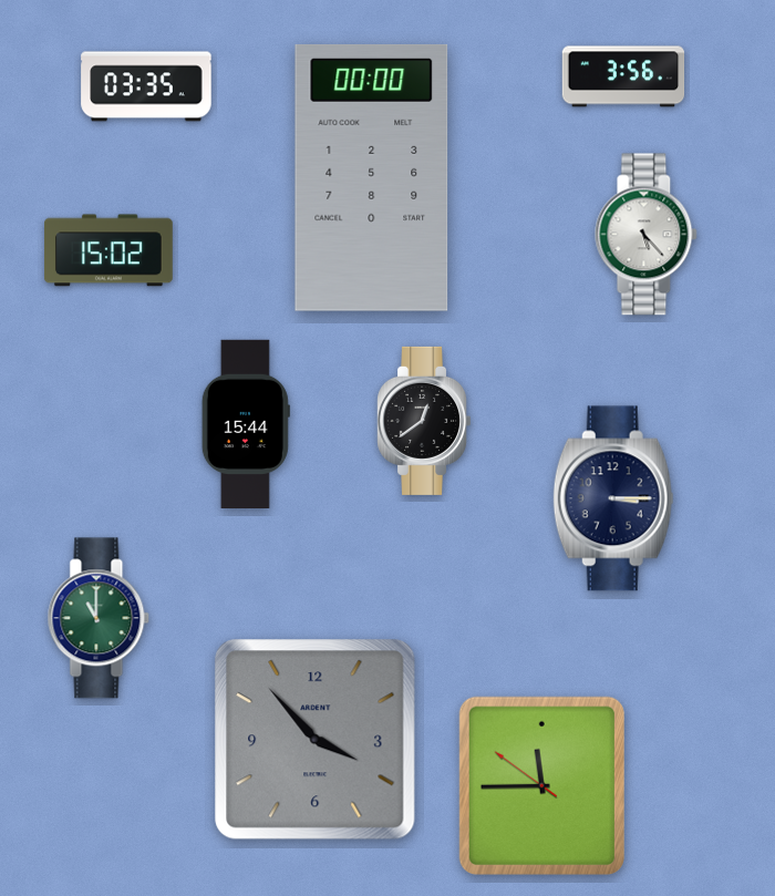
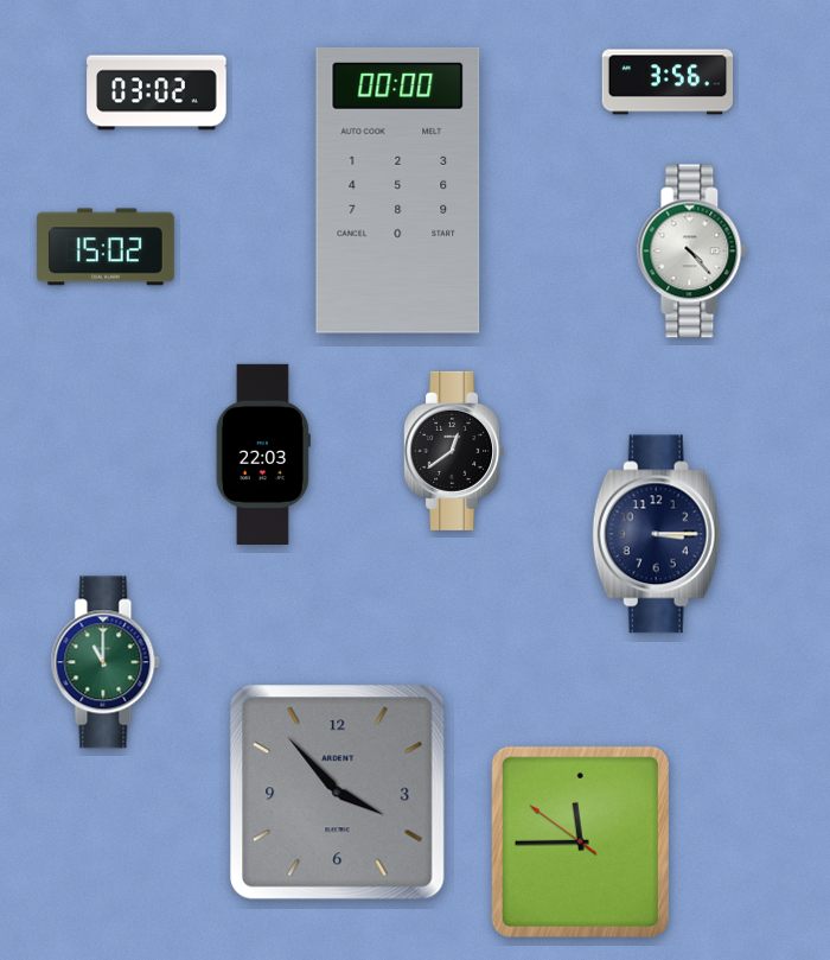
clock at (146, 86): 03:35 -> 03:02
clock at (647, 235): 5:23 -> 4:23
clock at (110, 250) position: (110, 250) -> (107, 247)
clock at (246, 423): 15:44 -> 22:03
